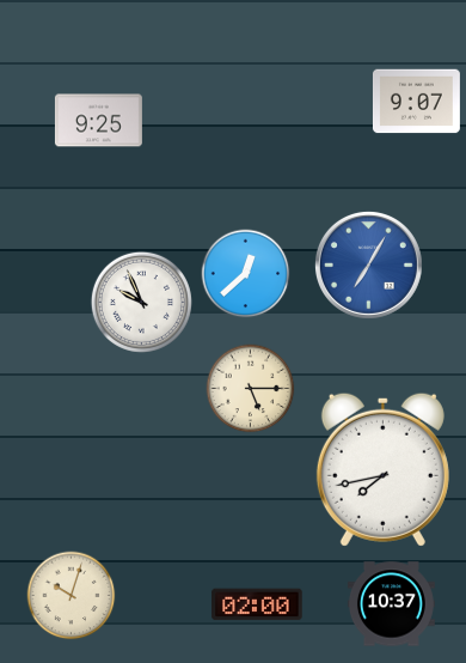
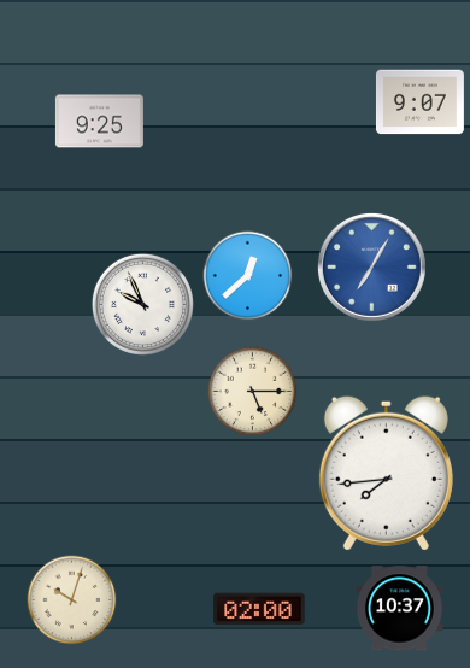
clock at (382, 469): 7:43 -> 7:44
clock at (391, 604) position: (391, 604) -> (399, 609)
